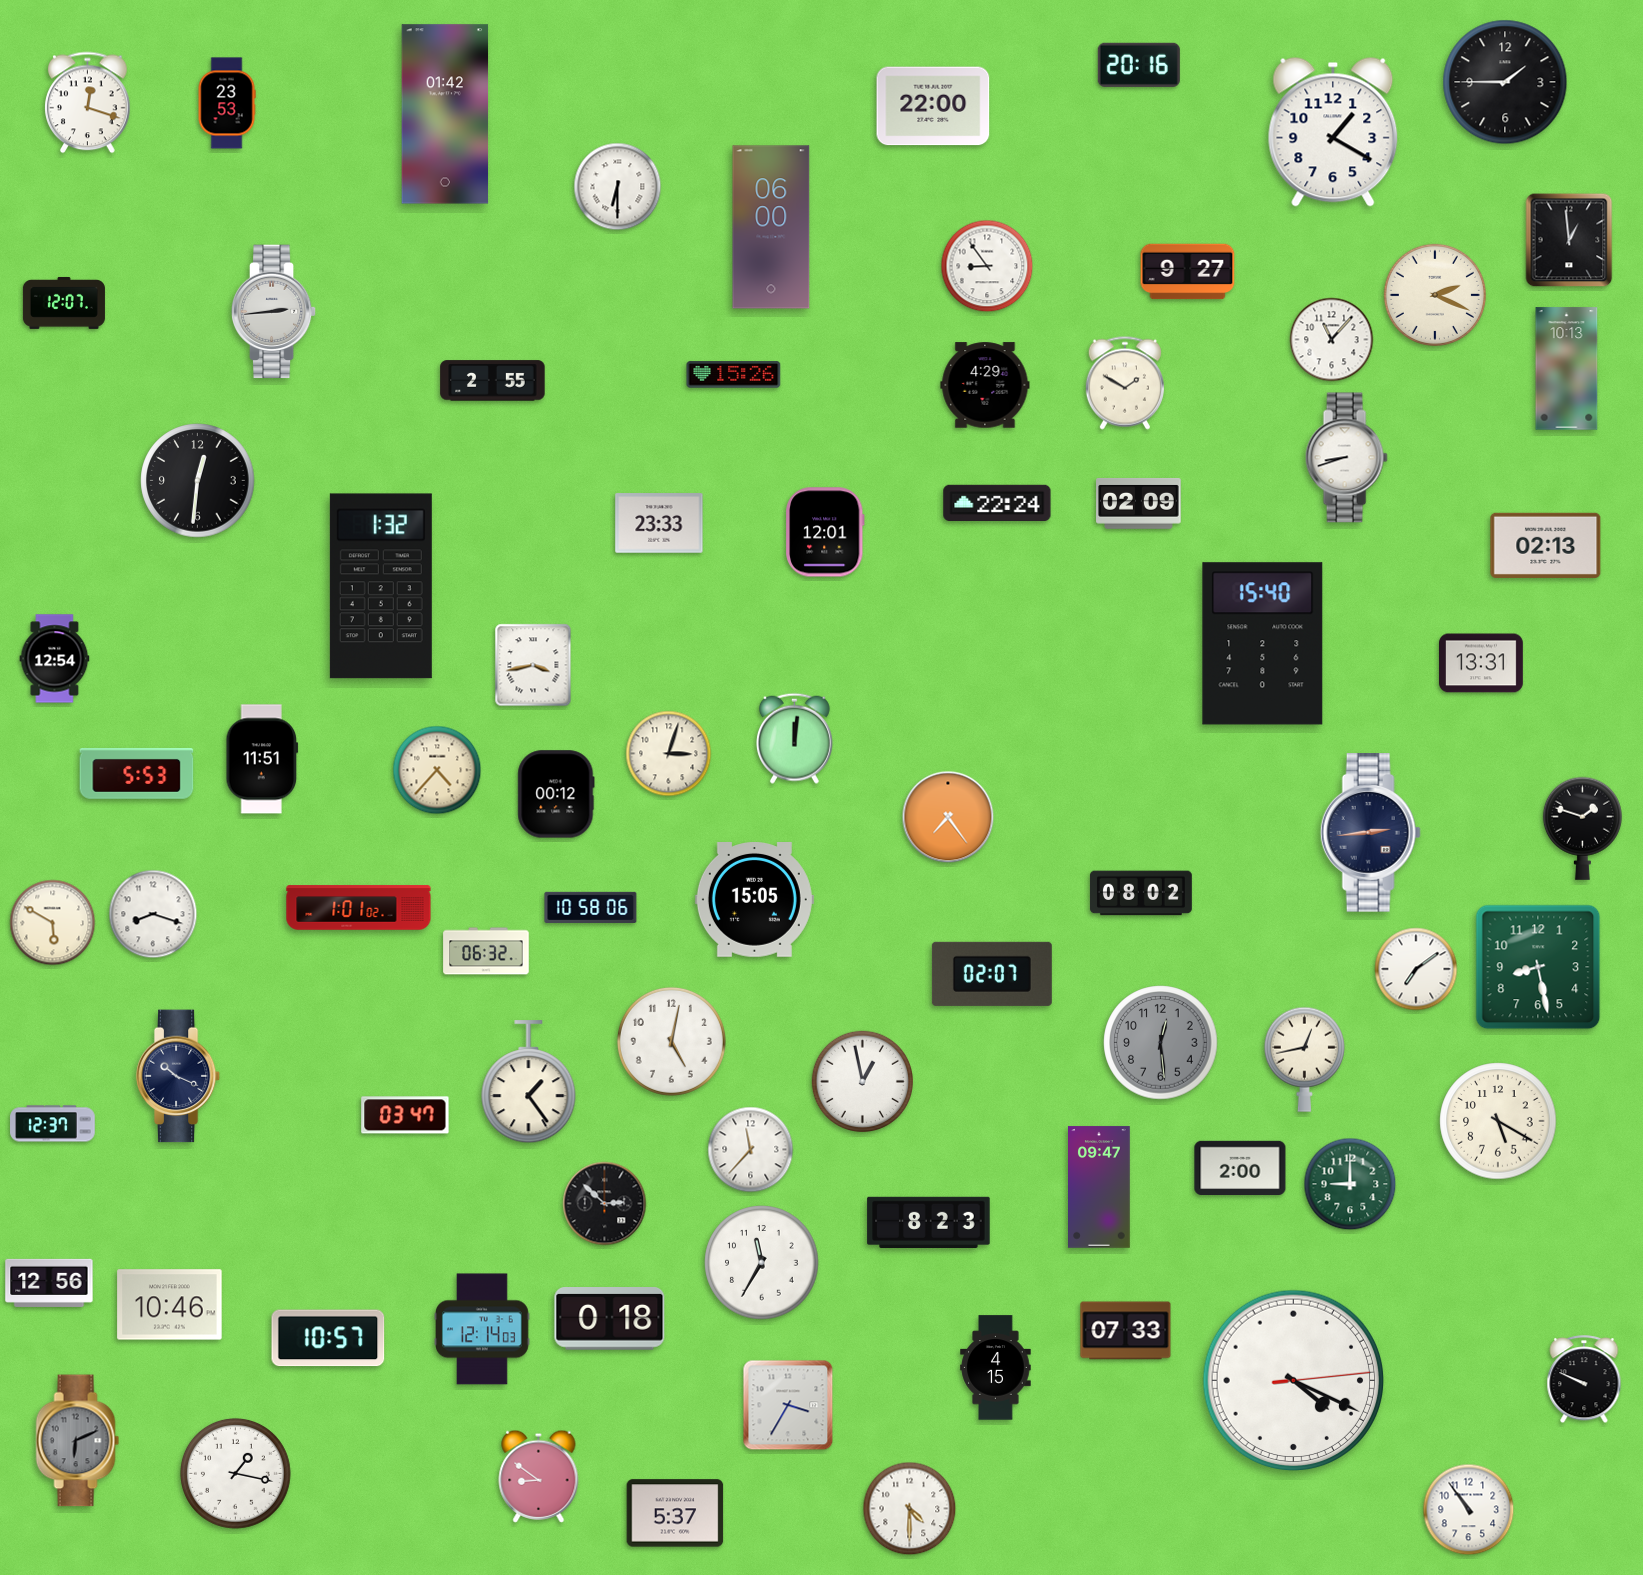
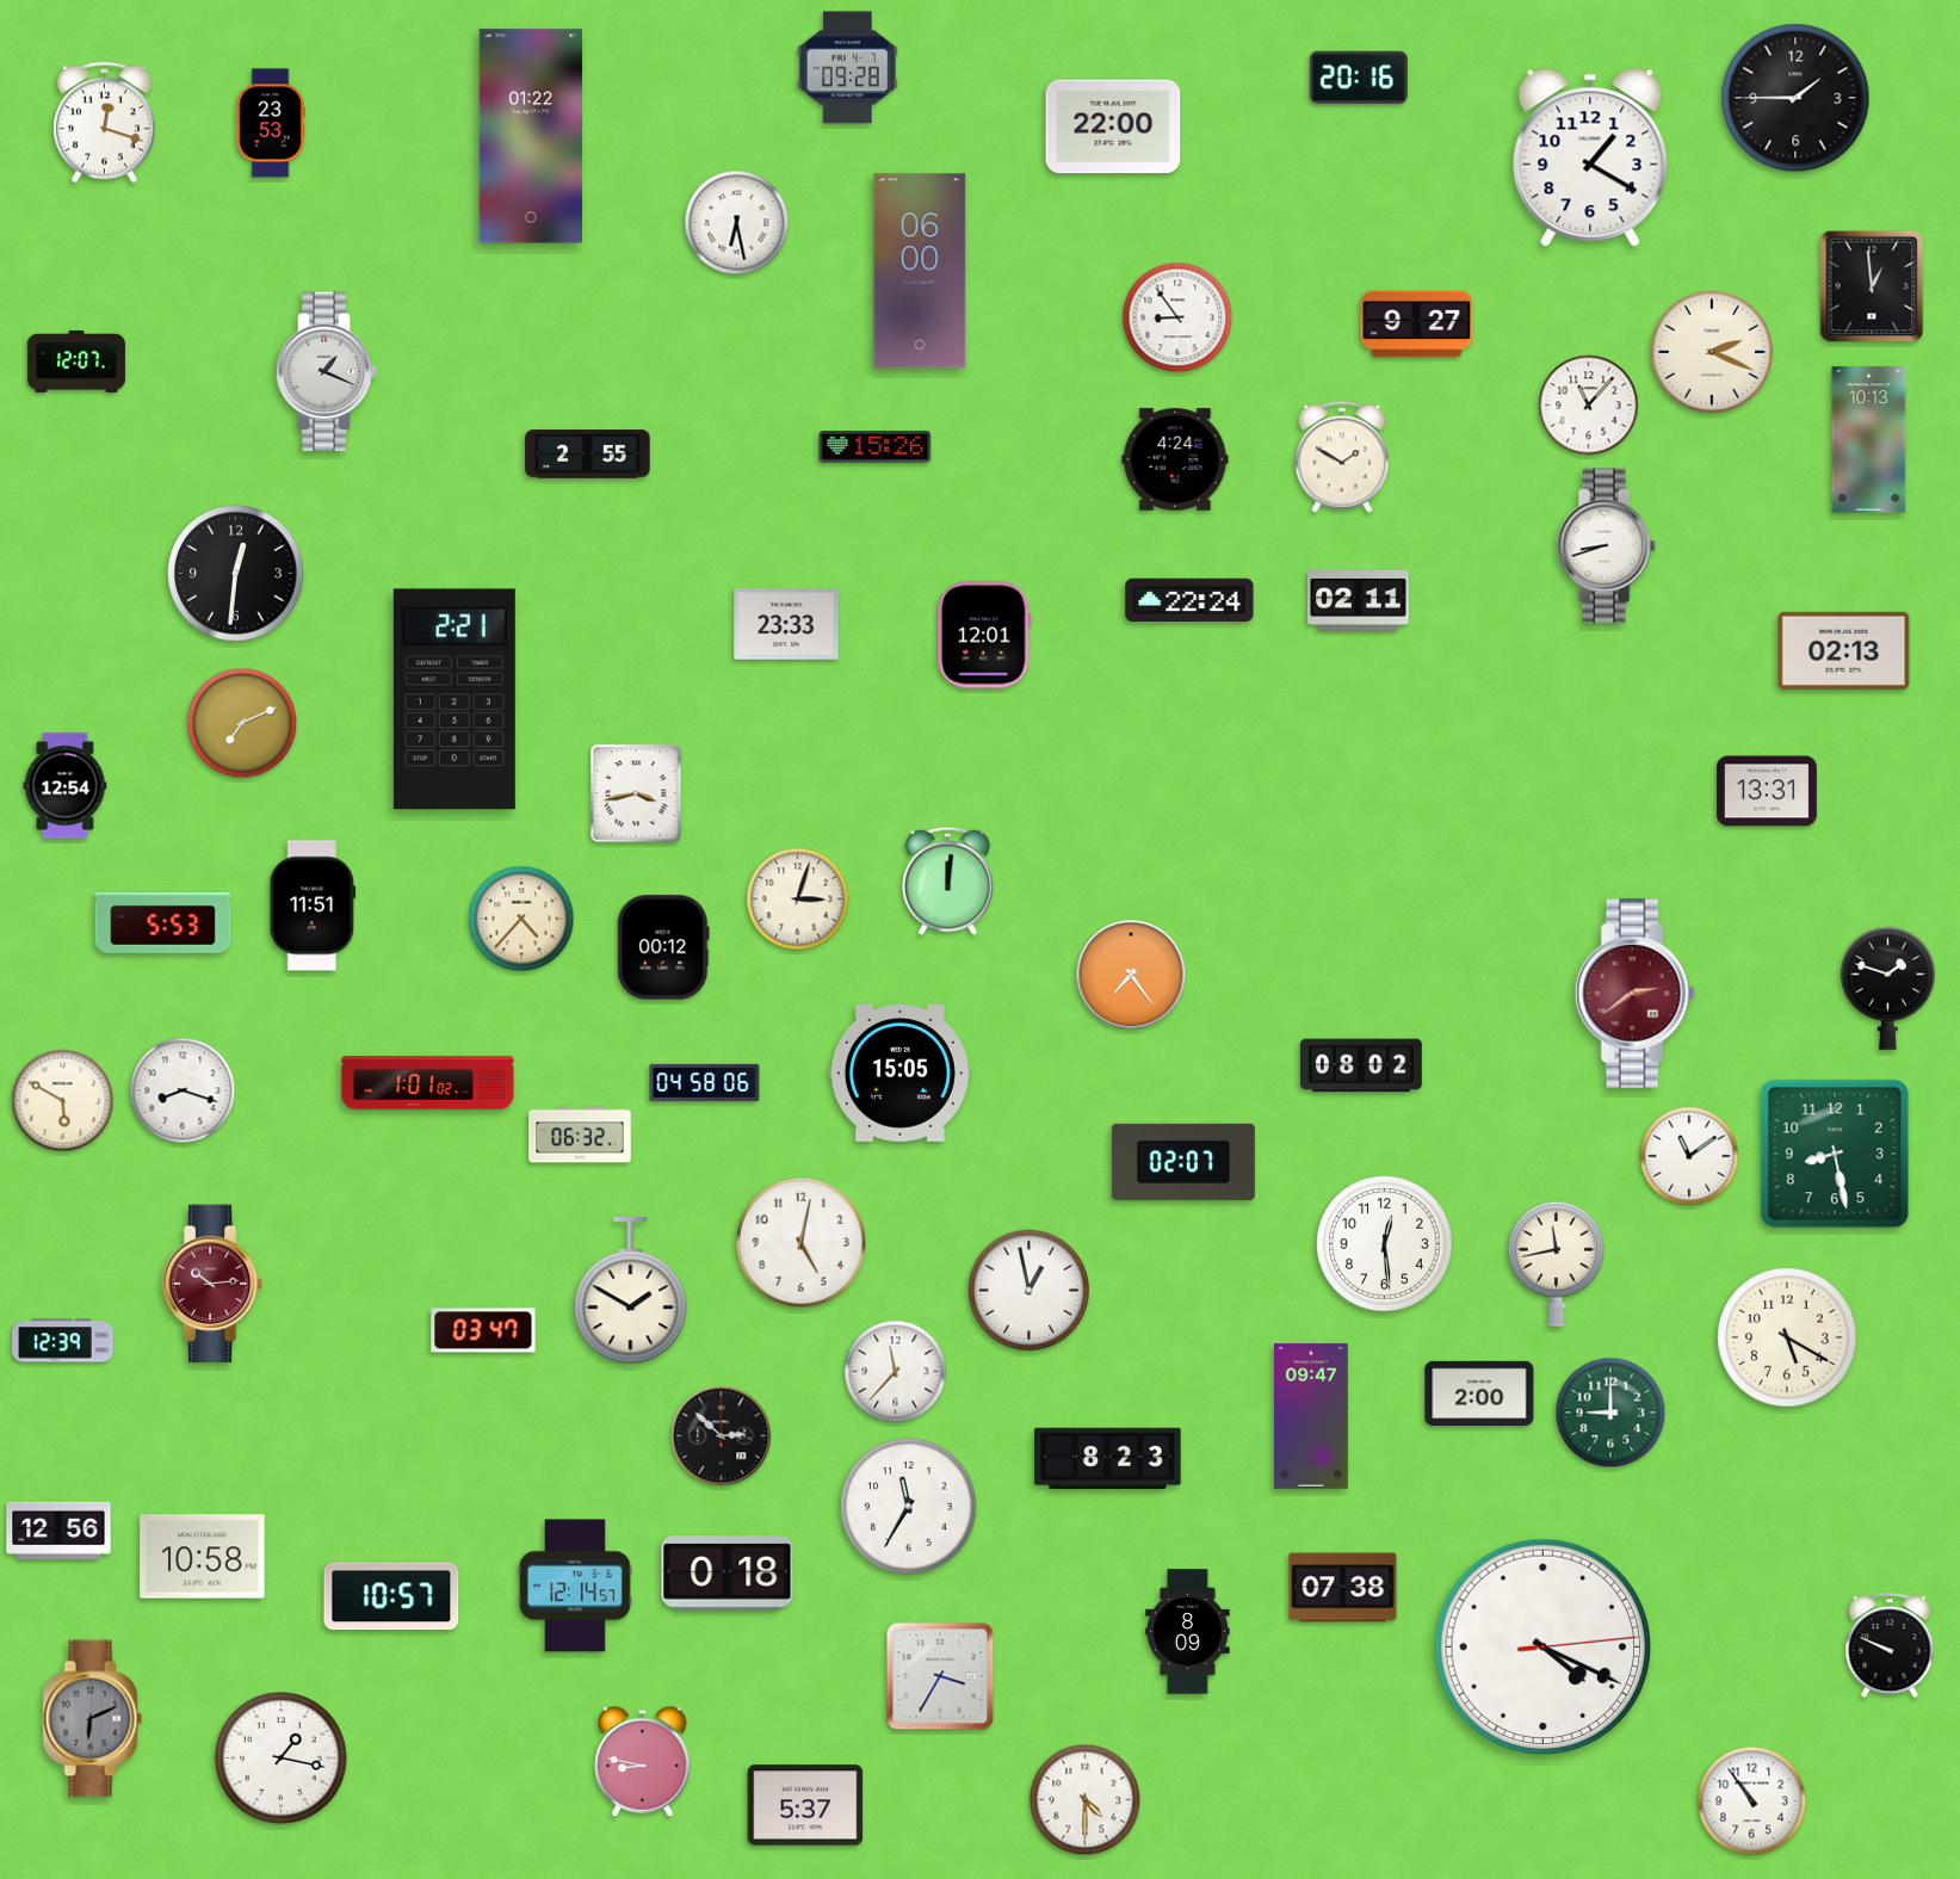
clock at (847, 68): none -> 09:28
clock at (445, 114): 01:42 -> 01:22
clock at (618, 187): 6:30 -> 6:28
clock at (274, 312): 2:44 -> 1:19
clock at (985, 385): 4:29 -> 4:24
clock at (1139, 503): 02:09 -> 02:11
clock at (381, 586): 1:32 -> 2:21
clock at (242, 723): none -> 7:11
clock at (1263, 644): 15:40 -> none
clock at (1370, 833): 2:44 -> 2:39
clock at (1370, 833) dial: navy -> burgundy
clock at (591, 907): 10:58 -> 04:58
clock at (1416, 969): 7:09 -> 11:09
clock at (1161, 1043) dial: grey -> white
clock at (1304, 1059): 12:43 -> 11:43
clock at (178, 1076): 10:19 -> 10:14
clock at (178, 1076) dial: navy -> burgundy
clock at (529, 1082): 1:24 -> 1:50
clock at (53, 1124): 12:37 -> 12:39
clock at (170, 1305): 10:46 -> 10:58
clock at (483, 1329): 12:14:03 -> 12:14:57
clock at (1126, 1331): 07:33 -> 07:38
clock at (996, 1368): 4:15 -> 8:09
clock at (539, 1476): 8:51 -> 8:47
